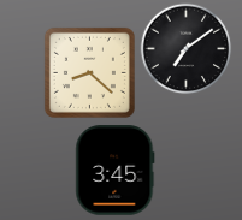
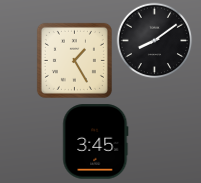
clock at (187, 49): 7:09 -> 8:09
clock at (89, 72): 8:22 -> 1:25
